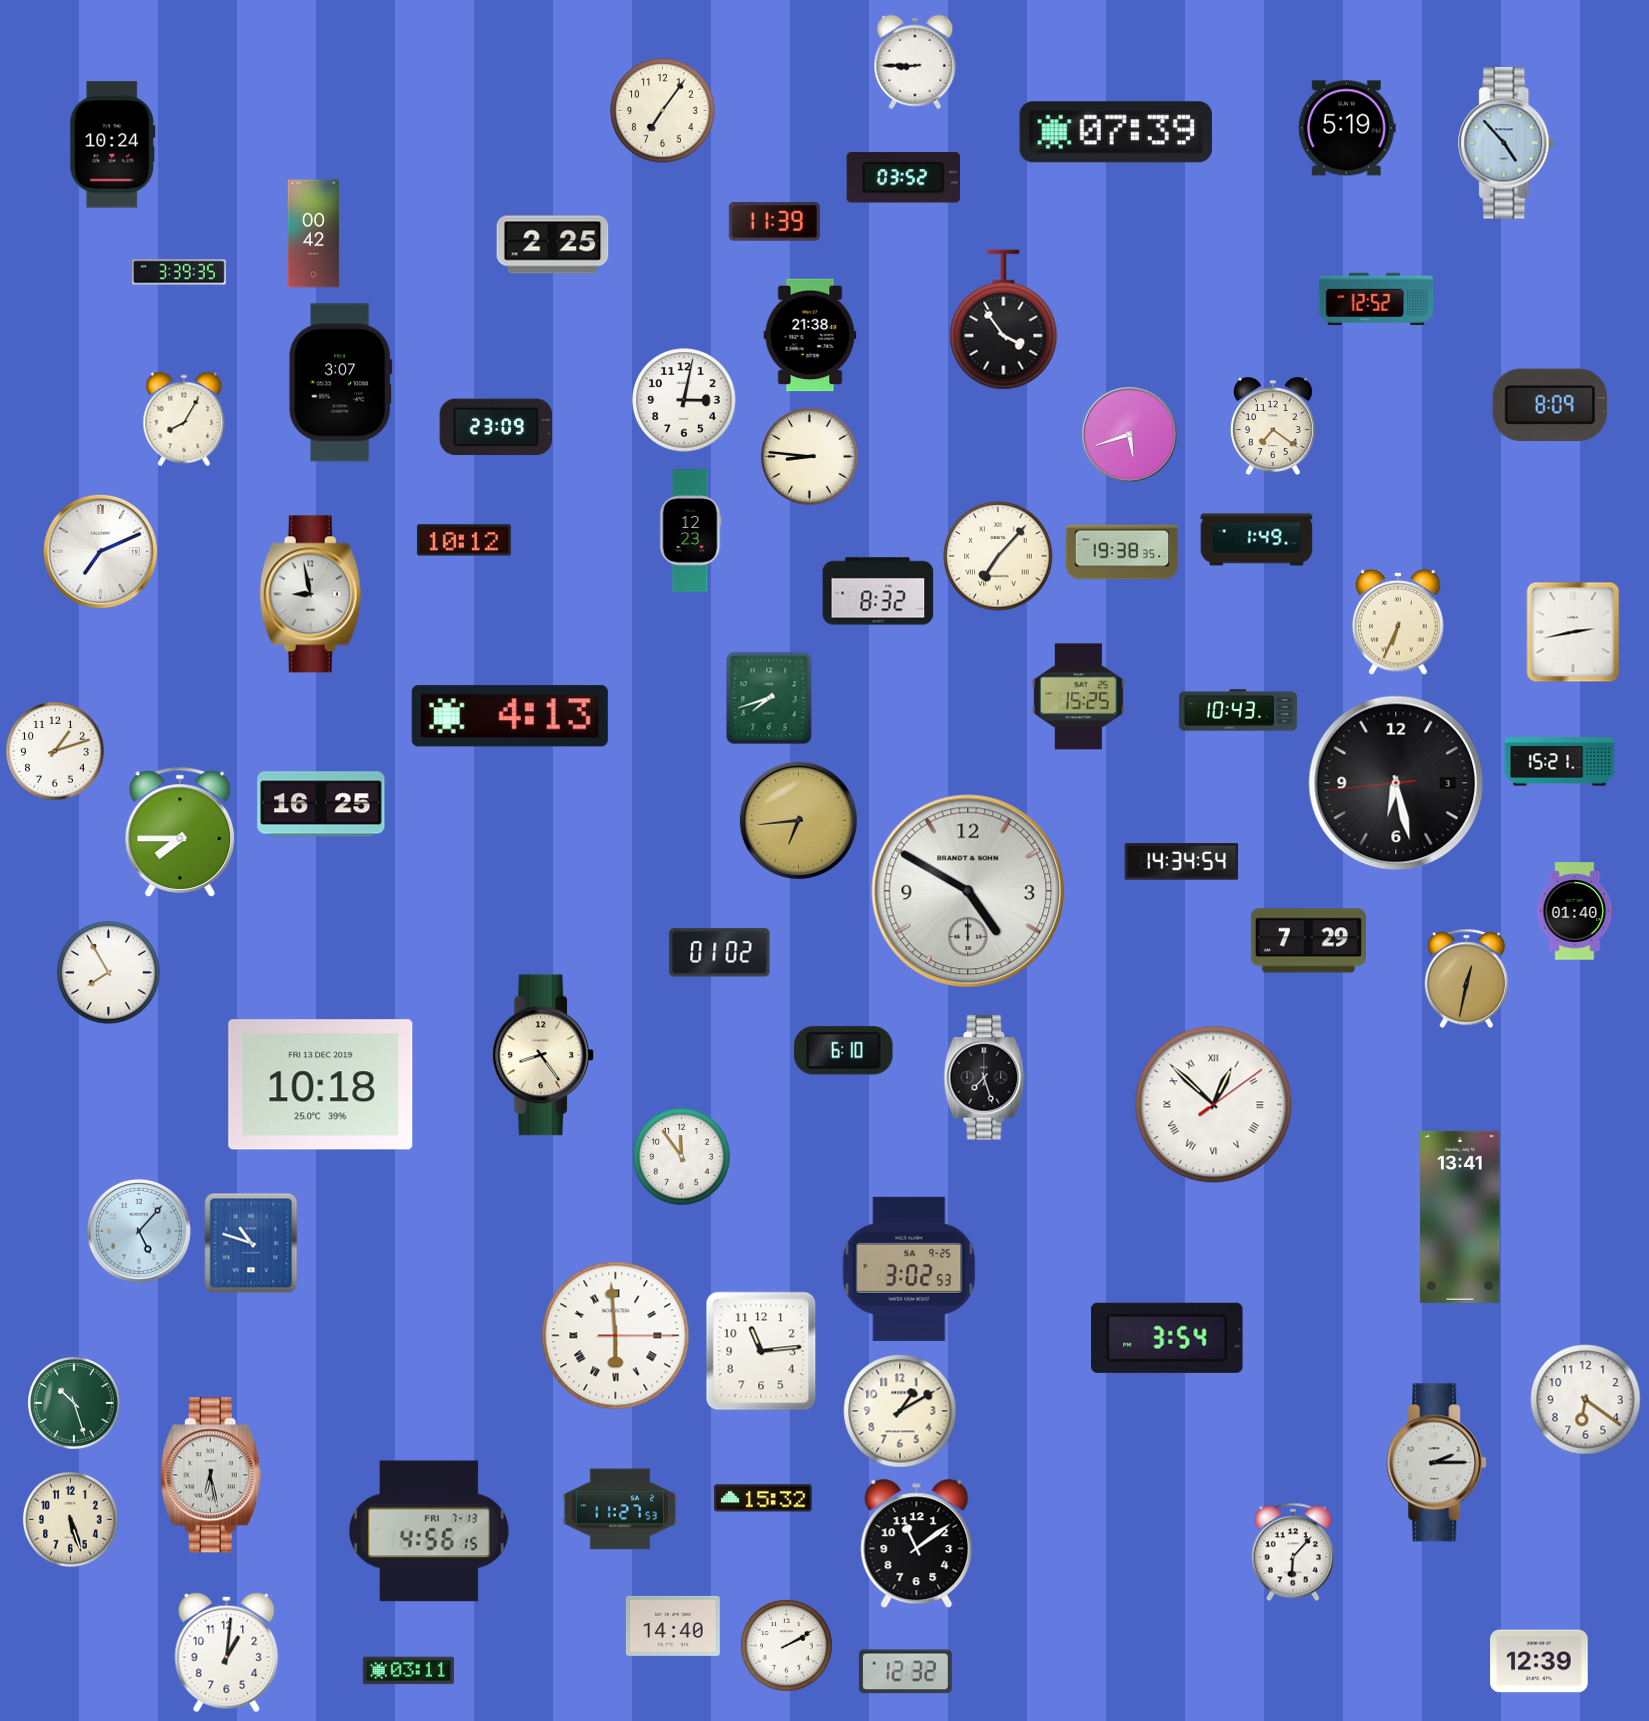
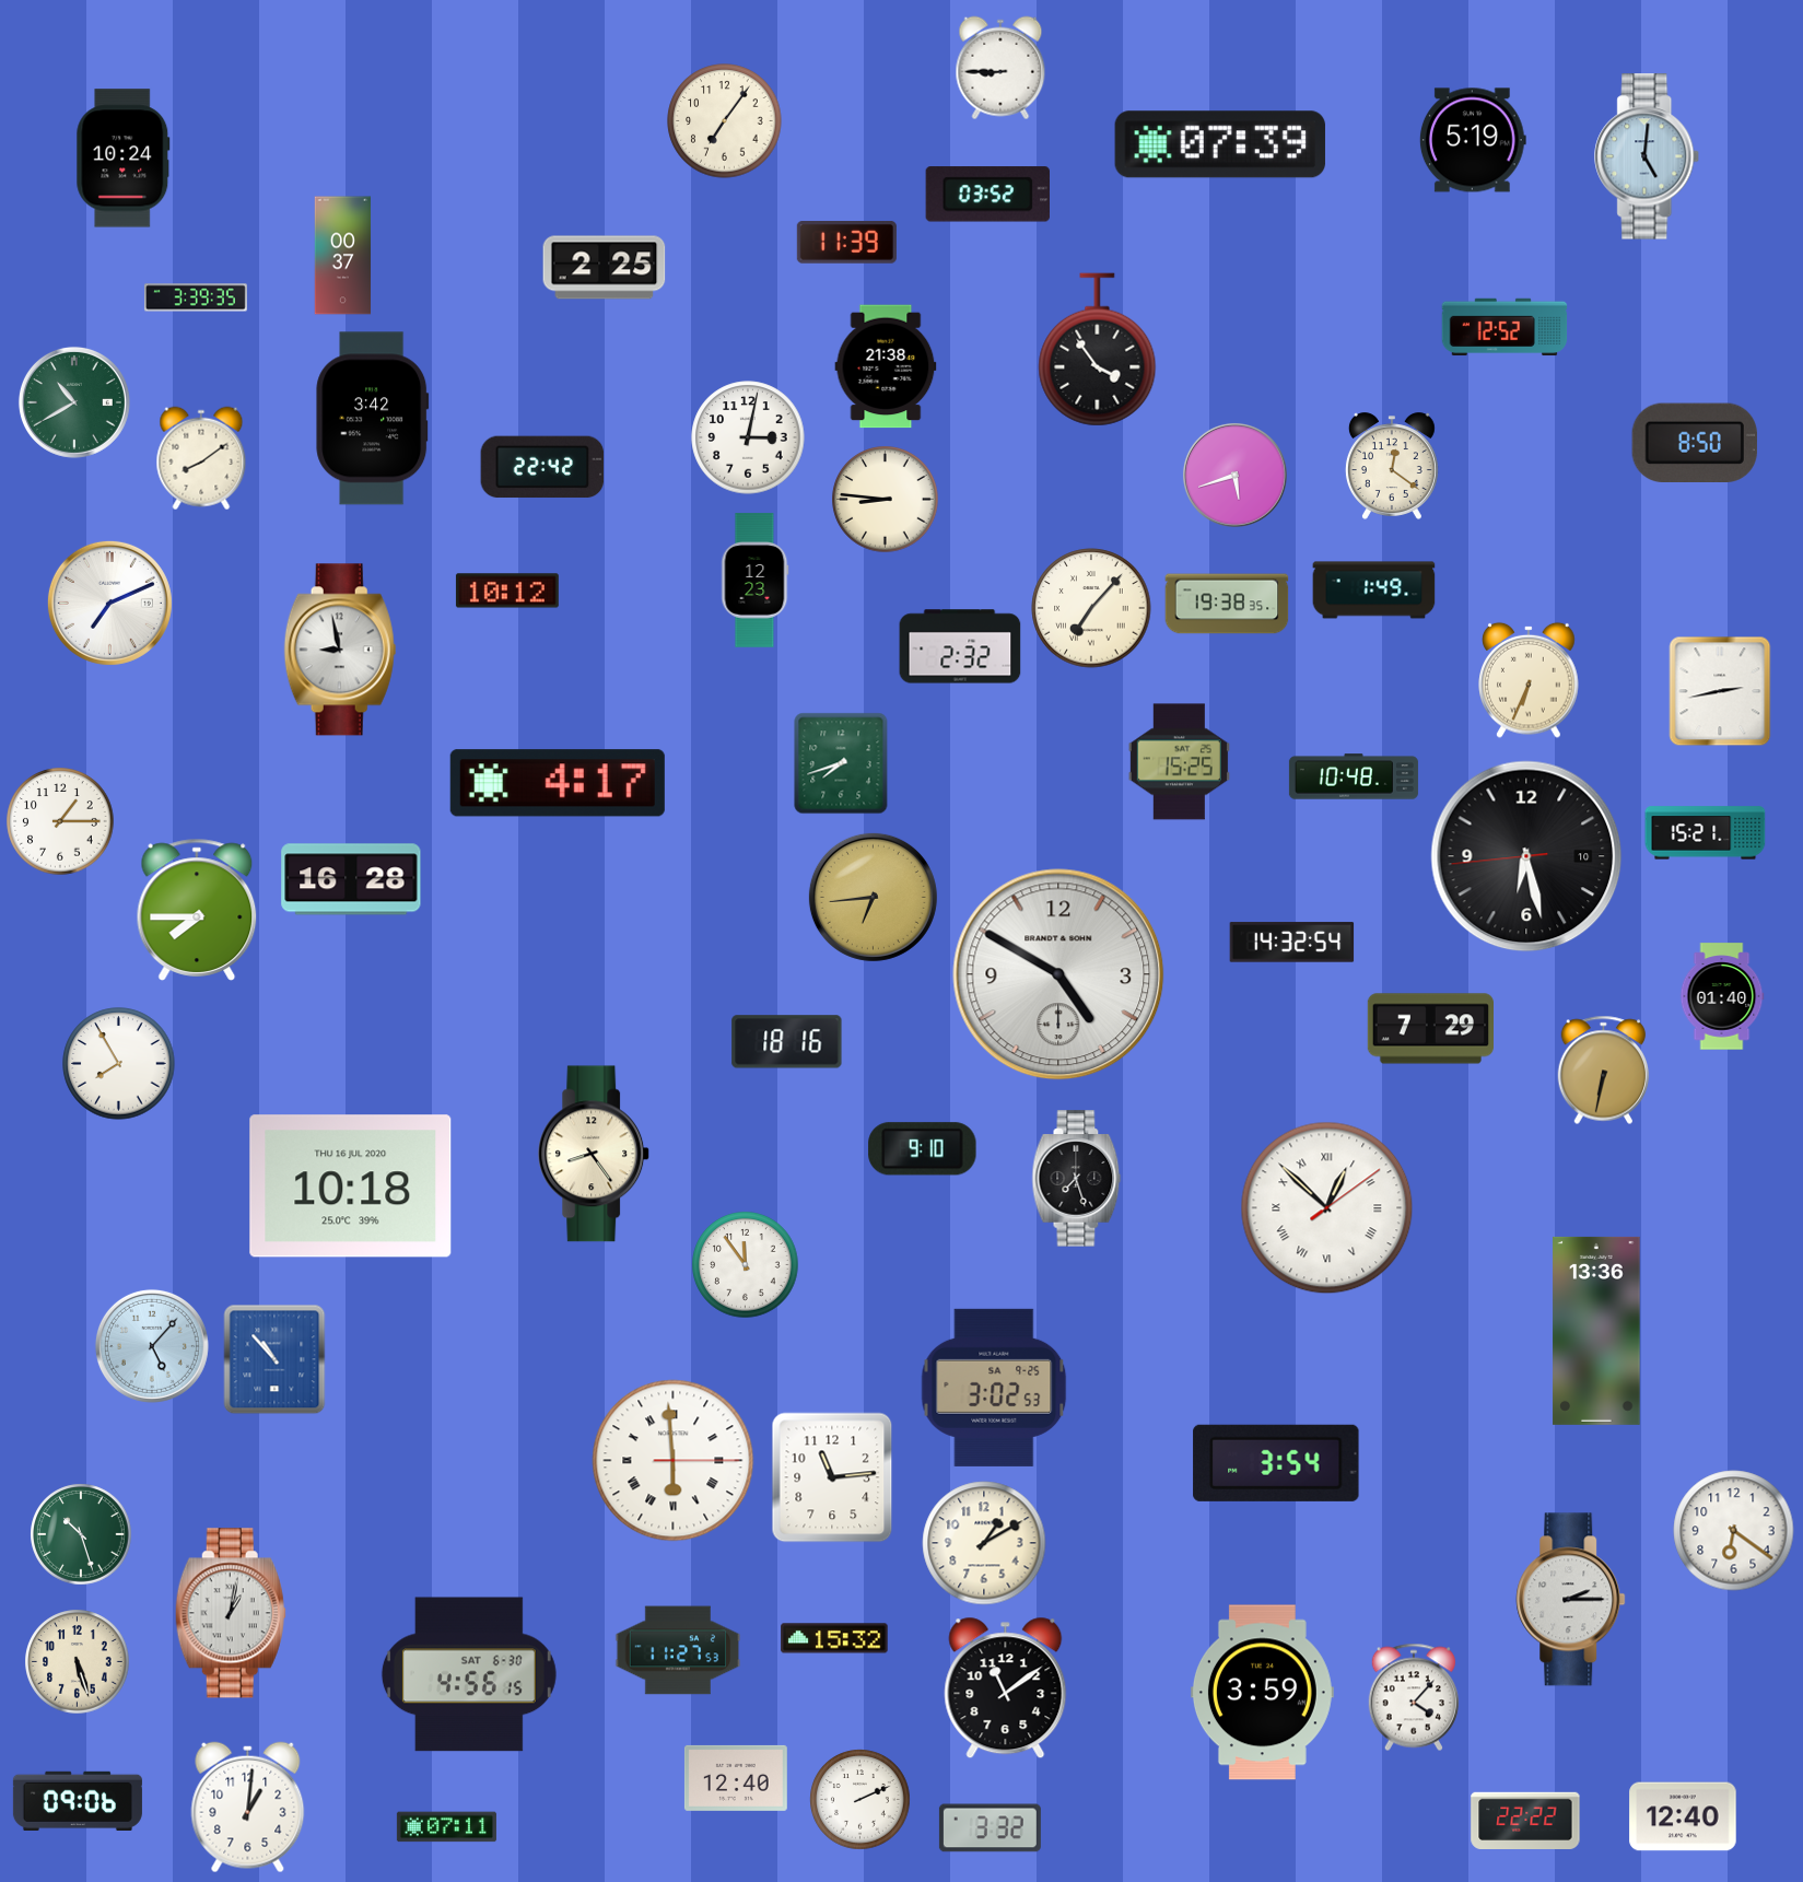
clock at (1507, 143): 4:53 -> 5:01
clock at (314, 234): 00:42 -> 00:37
clock at (74, 402): none -> 10:40
clock at (341, 383): 3:07 -> 3:42
clock at (1550, 404): 8:09 -> 8:50
clock at (184, 419): 8:05 -> 8:09
clock at (1273, 426): 7:21 -> 12:21
clock at (496, 427): 23:09 -> 22:42
clock at (878, 591): 8:32 -> 2:32
clock at (1238, 710): 10:43 -> 10:48
clock at (510, 716): 4:13 -> 4:17
clock at (55, 751): 1:12 -> 1:15
clock at (1396, 783) date: 3 -> 10
clock at (321, 804): 16:25 -> 16:28
clock at (1182, 862): 14:34 -> 14:32
clock at (720, 953): 01:02 -> 18:16
clock at (1467, 979): 12:32 -> 6:32
clock at (844, 1051): 6:10 -> 9:10
clock at (321, 1085) date: FRI 13 DEC 2019 -> THU 16 JUL 2020
clock at (1460, 1217): 13:41 -> 13:36
clock at (251, 1243): 10:48 -> 10:53
clock at (211, 1475): 6:28 -> 1:02
clock at (429, 1531) date: FRI 7-13 -> SAT 6-30
clock at (917, 1544) position: (917, 1544) -> (1006, 1688)
clock at (1262, 1693): none -> 3:59
clock at (1293, 1552): 6:07 -> 4:07
clock at (673, 1626): 14:40 -> 12:40
clock at (787, 1646): 2:10 -> 2:11
clock at (78, 1801): none -> 09:06
clock at (1539, 1661): 12:39 -> 12:40
clock at (1525, 1820): none -> 22:22
clock at (408, 1671): 03:11 -> 07:11
clock at (905, 1672): 12:32 -> 3:32
